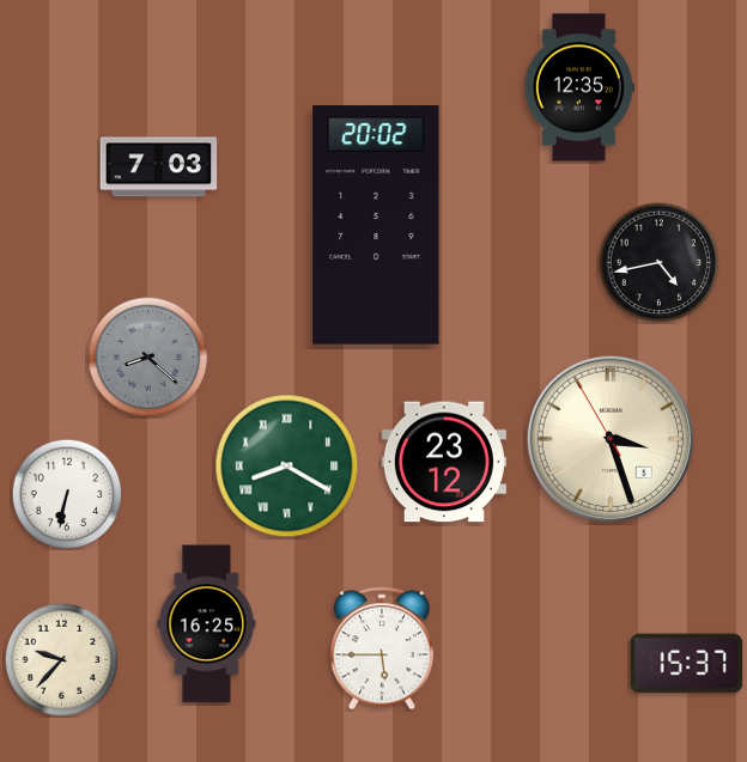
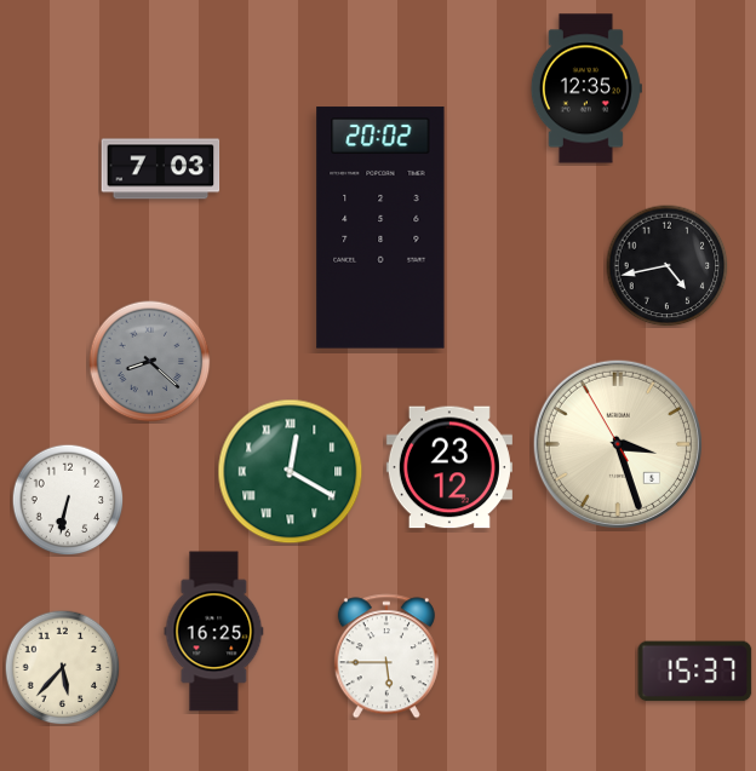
clock at (287, 467): 8:20 -> 12:20
clock at (207, 624) position: (207, 624) -> (214, 632)
clock at (61, 659): 9:37 -> 5:37
